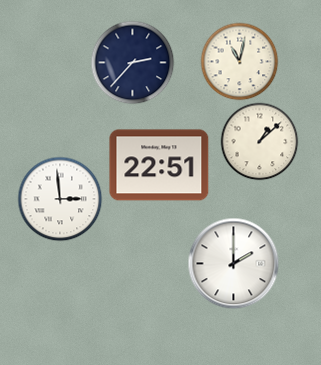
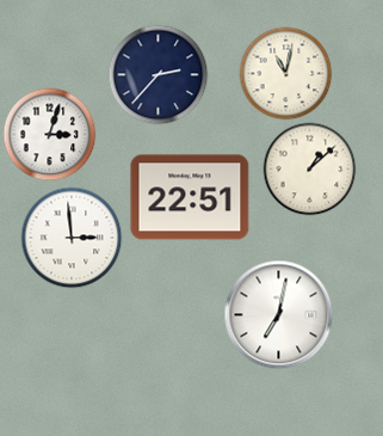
clock at (49, 134): none -> 3:03
clock at (233, 263): 2:00 -> 7:02
